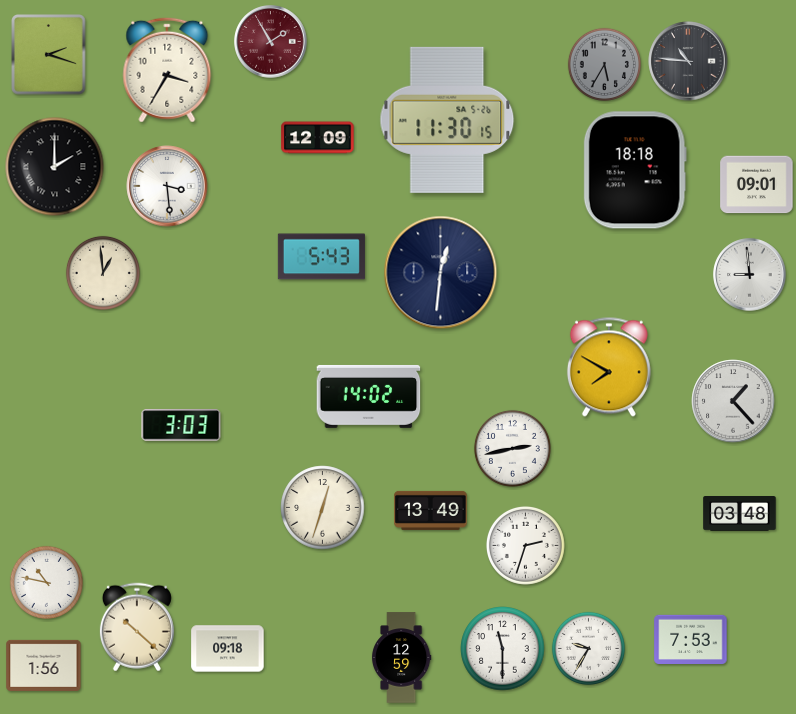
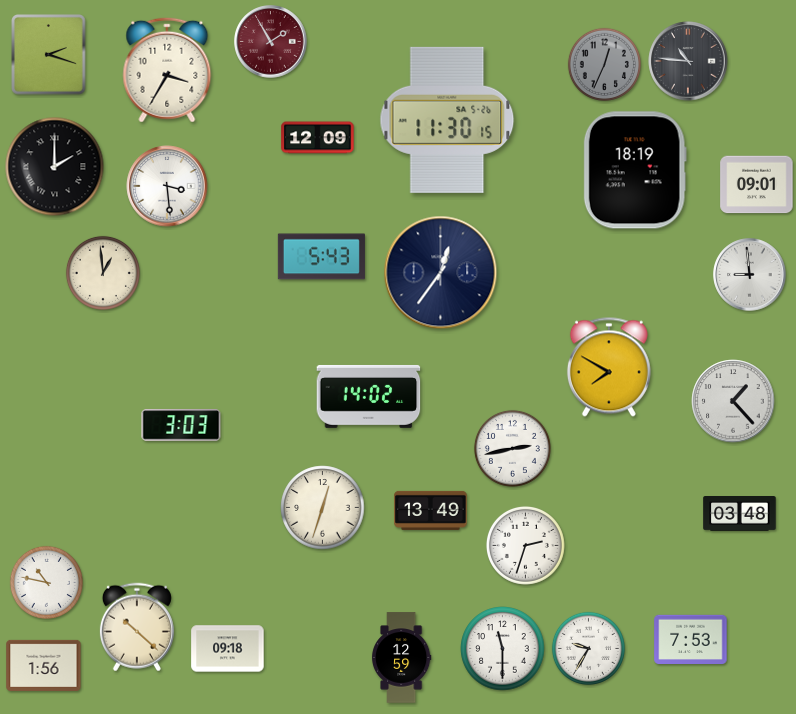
clock at (604, 64): 5:35 -> 12:34
clock at (635, 170): 18:18 -> 18:19
clock at (441, 273): 12:31 -> 12:36
